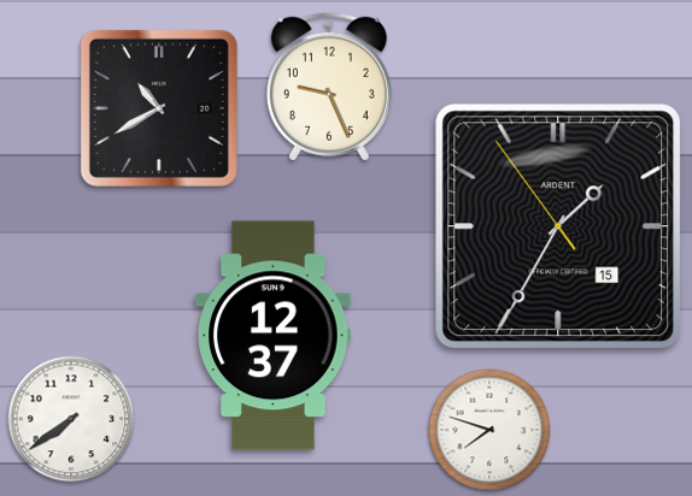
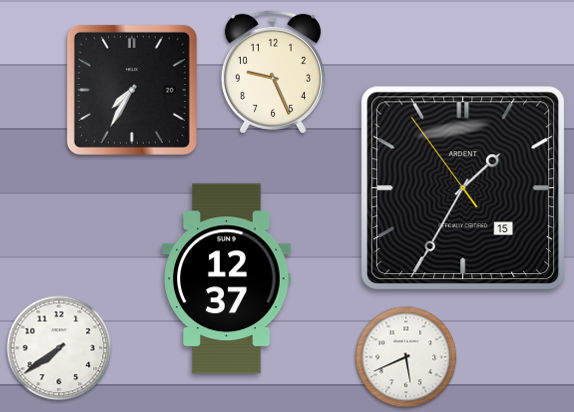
clock at (159, 108): 10:40 -> 7:35
clock at (489, 430): 7:48 -> 5:41
